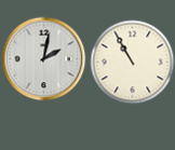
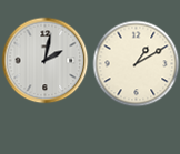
clock at (132, 62): 10:55 -> 1:10
